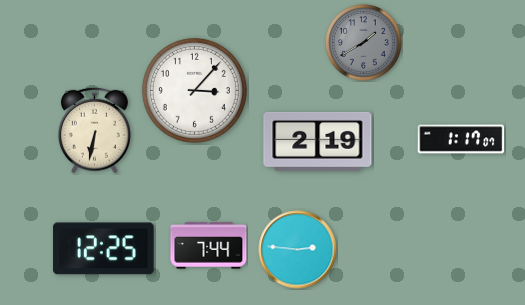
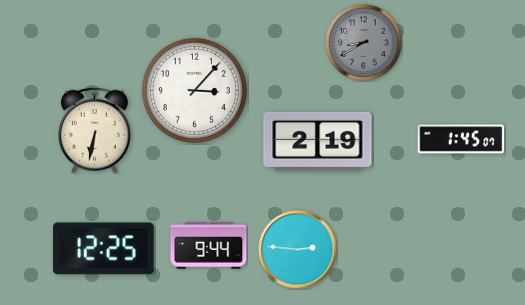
clock at (364, 43): 1:40 -> 8:40
clock at (461, 139): 1:17 -> 1:45
clock at (209, 246): 7:44 -> 9:44
